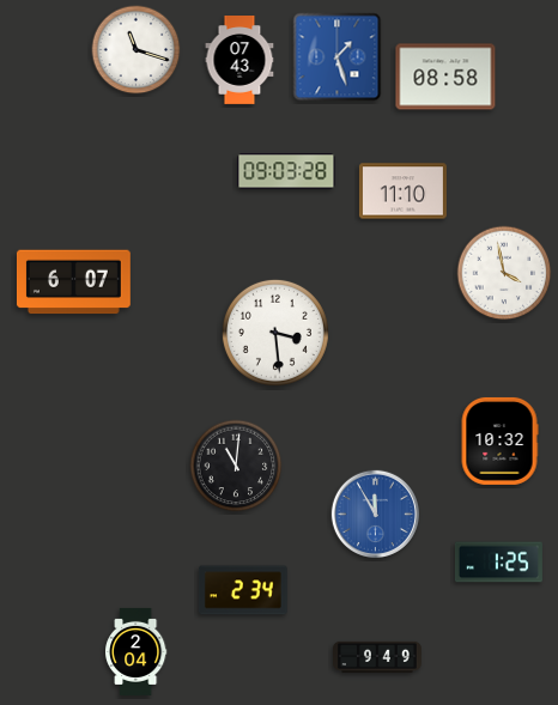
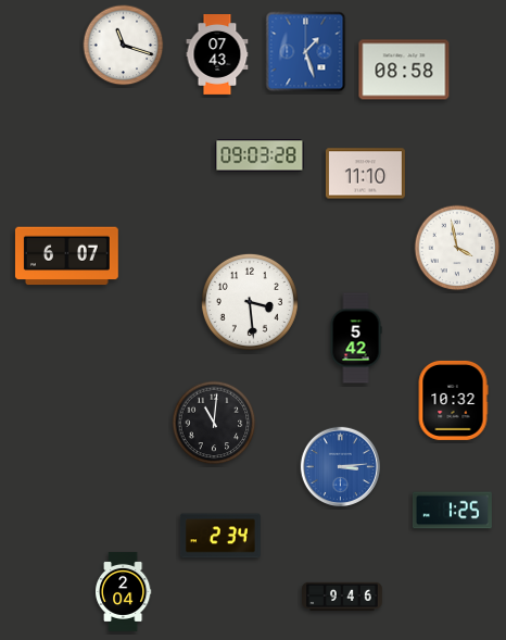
clock at (356, 338): none -> 5:42
clock at (375, 513): 11:55 -> 3:14
clock at (378, 657): 9:49 -> 9:46
